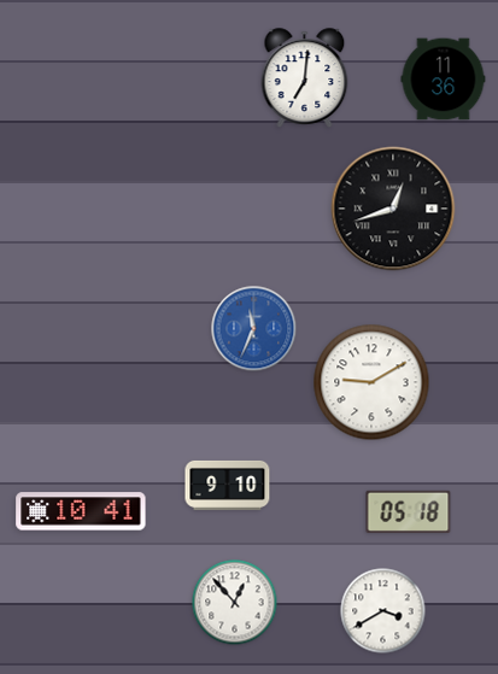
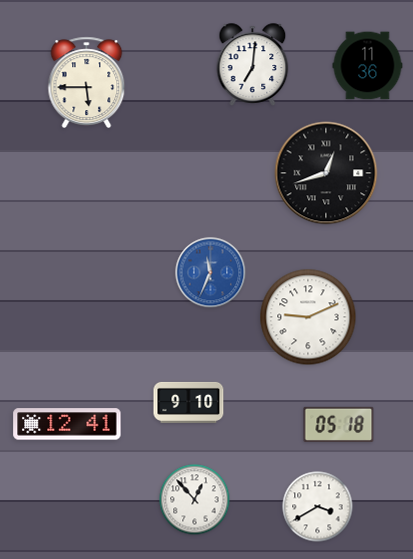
clock at (87, 82): none -> 5:45
clock at (371, 382): 9:10 -> 9:11
clock at (81, 511): 10:41 -> 12:41
